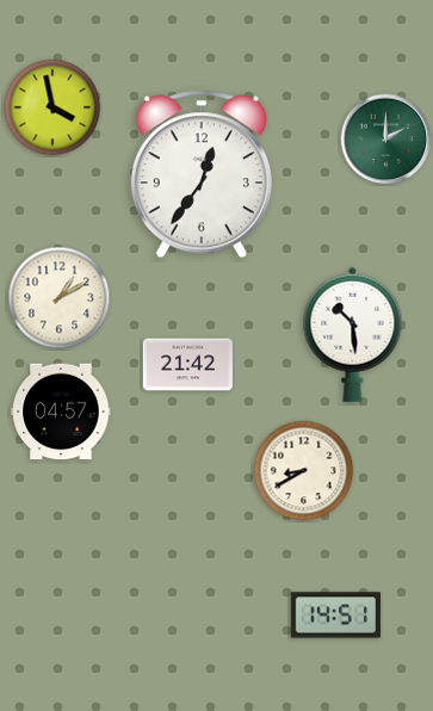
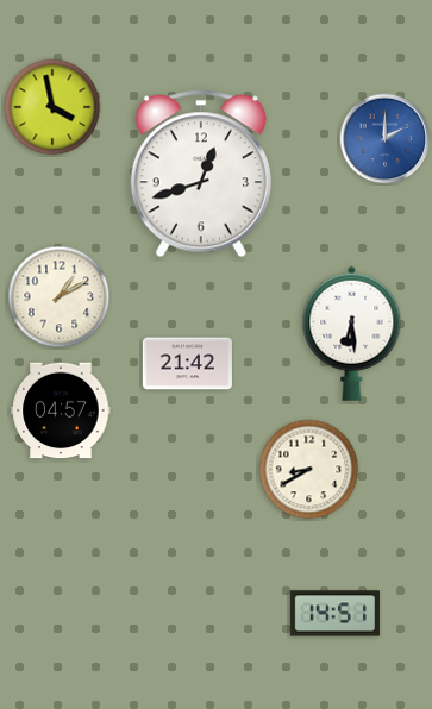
clock at (386, 140) dial: green -> blue
clock at (202, 174): 12:36 -> 12:42
clock at (353, 334): 10:29 -> 6:29
clock at (304, 471) position: (304, 471) -> (309, 470)
